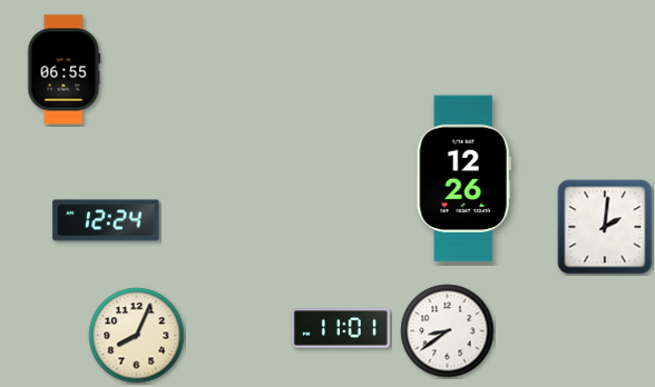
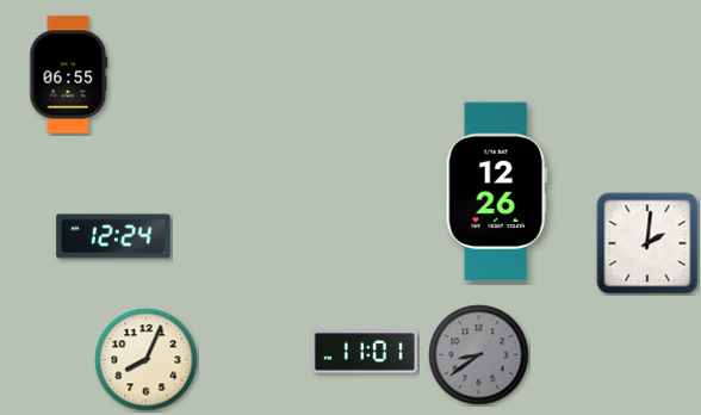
clock at (448, 331) dial: white -> grey
